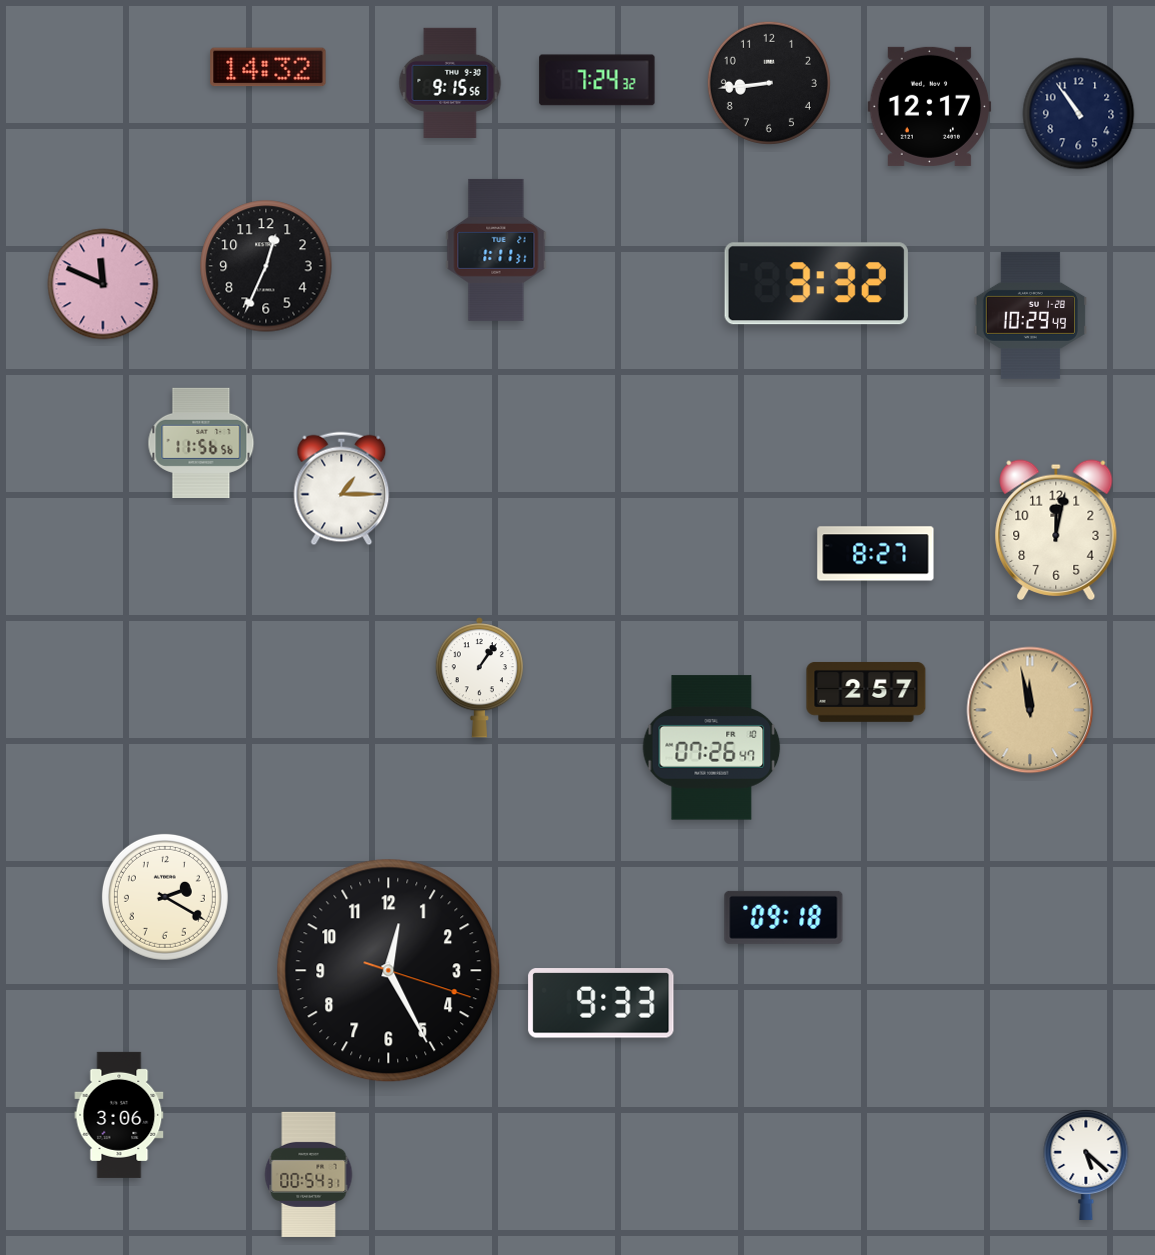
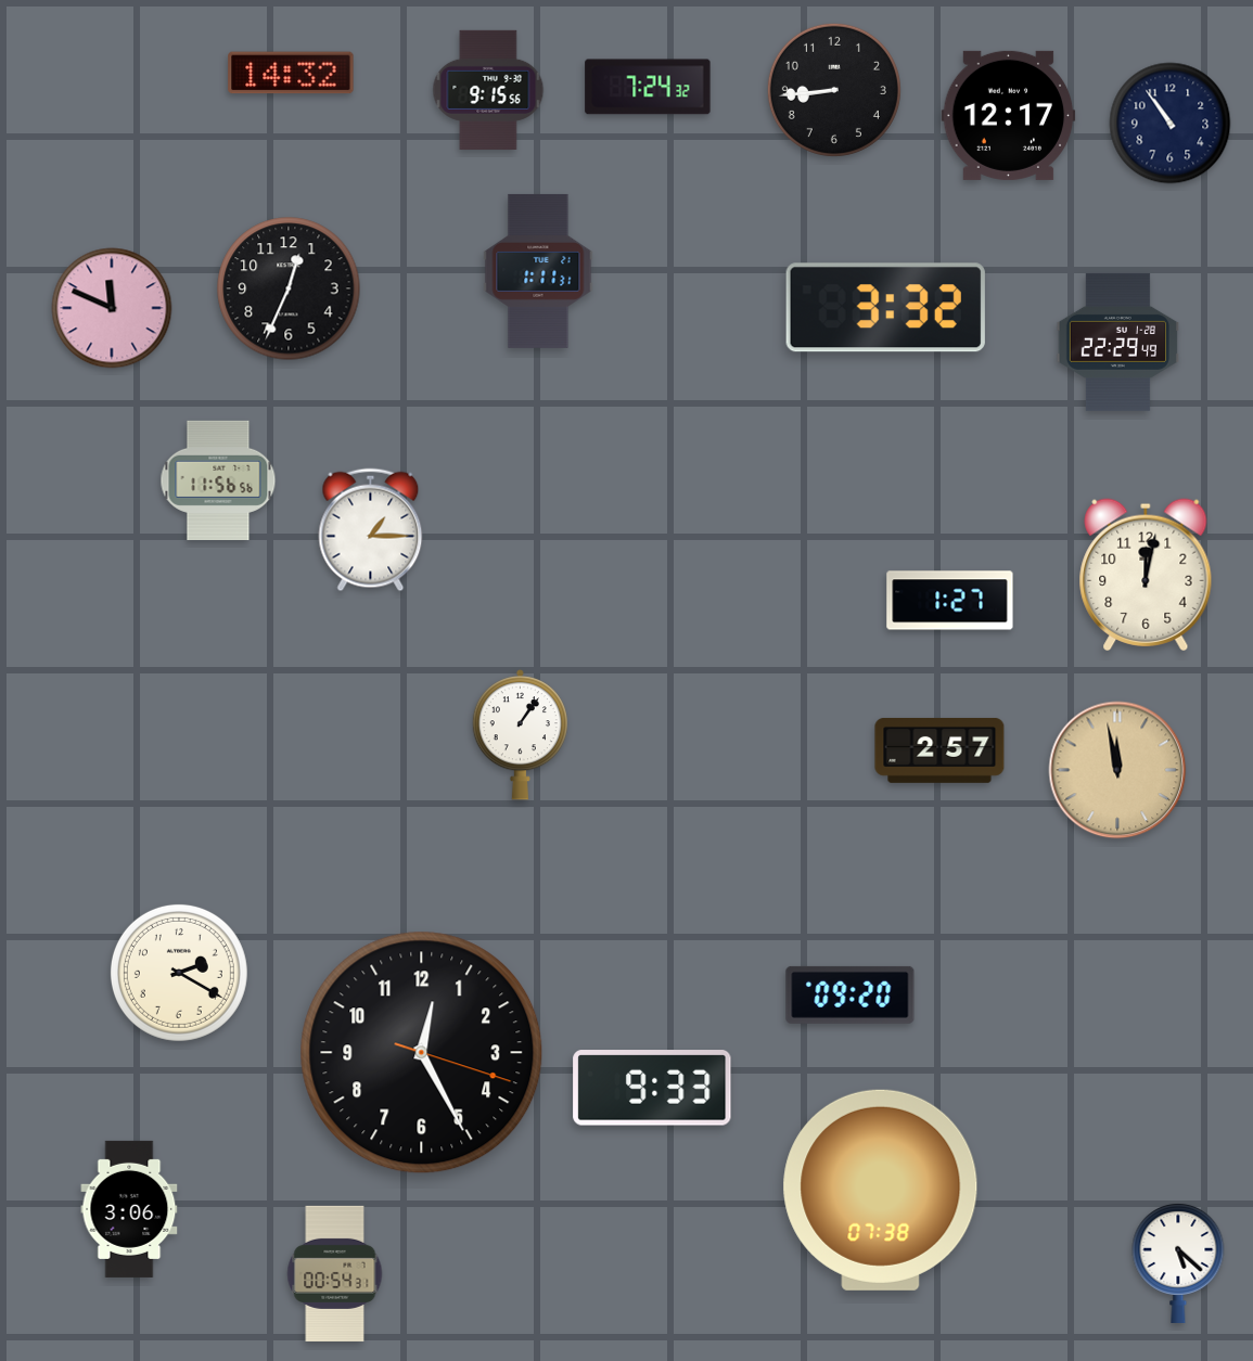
clock at (1030, 315): 10:29 -> 22:29
clock at (876, 554): 8:27 -> 1:27
clock at (712, 748): 07:26 -> none
clock at (784, 917): 09:18 -> 09:20
clock at (881, 1190): none -> 07:38
